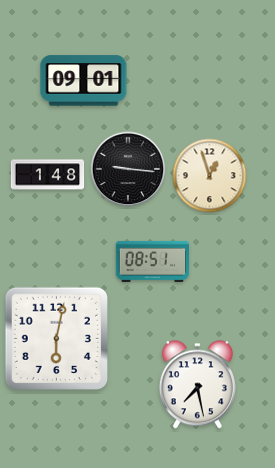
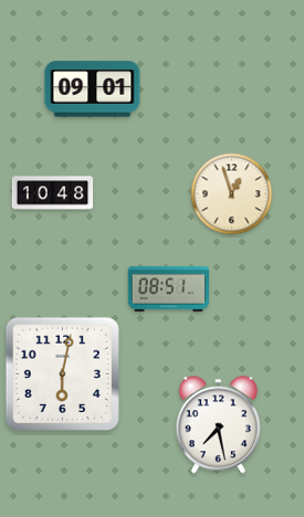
clock at (128, 169): 9:16 -> none
clock at (48, 175): 1:48 -> 10:48
